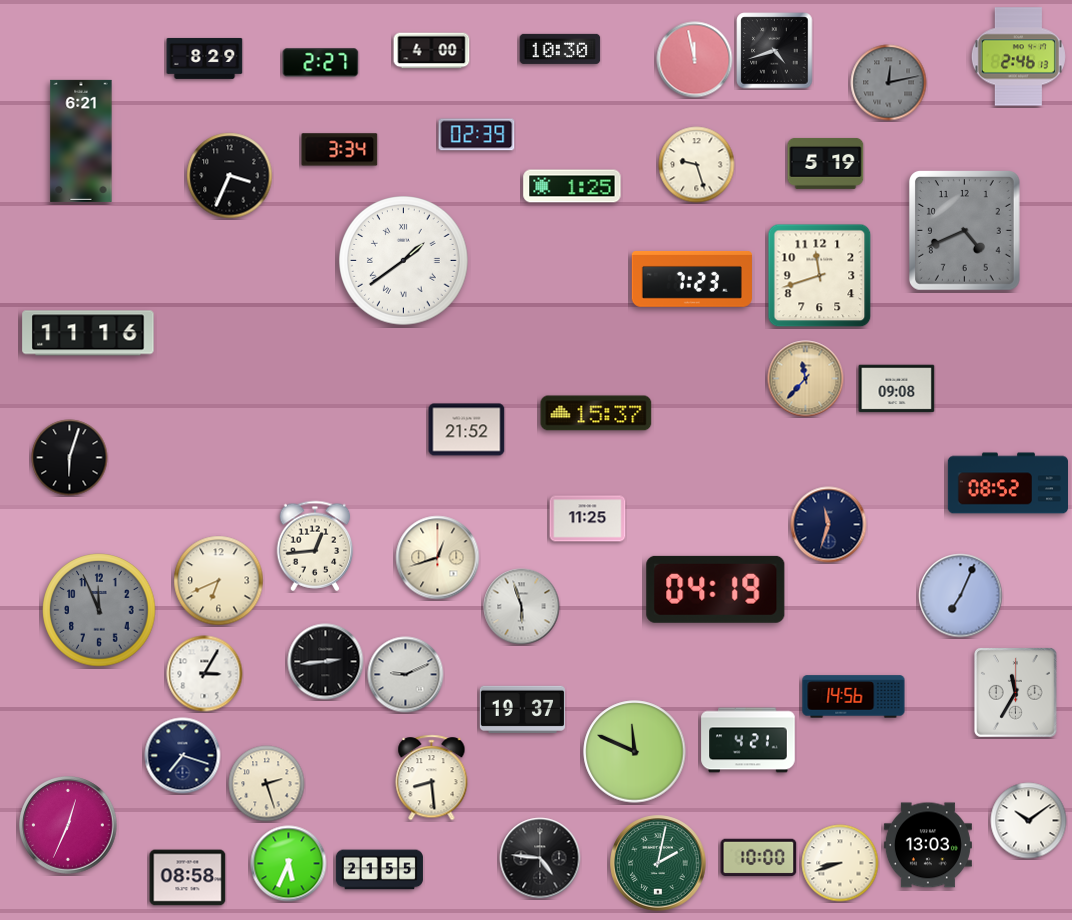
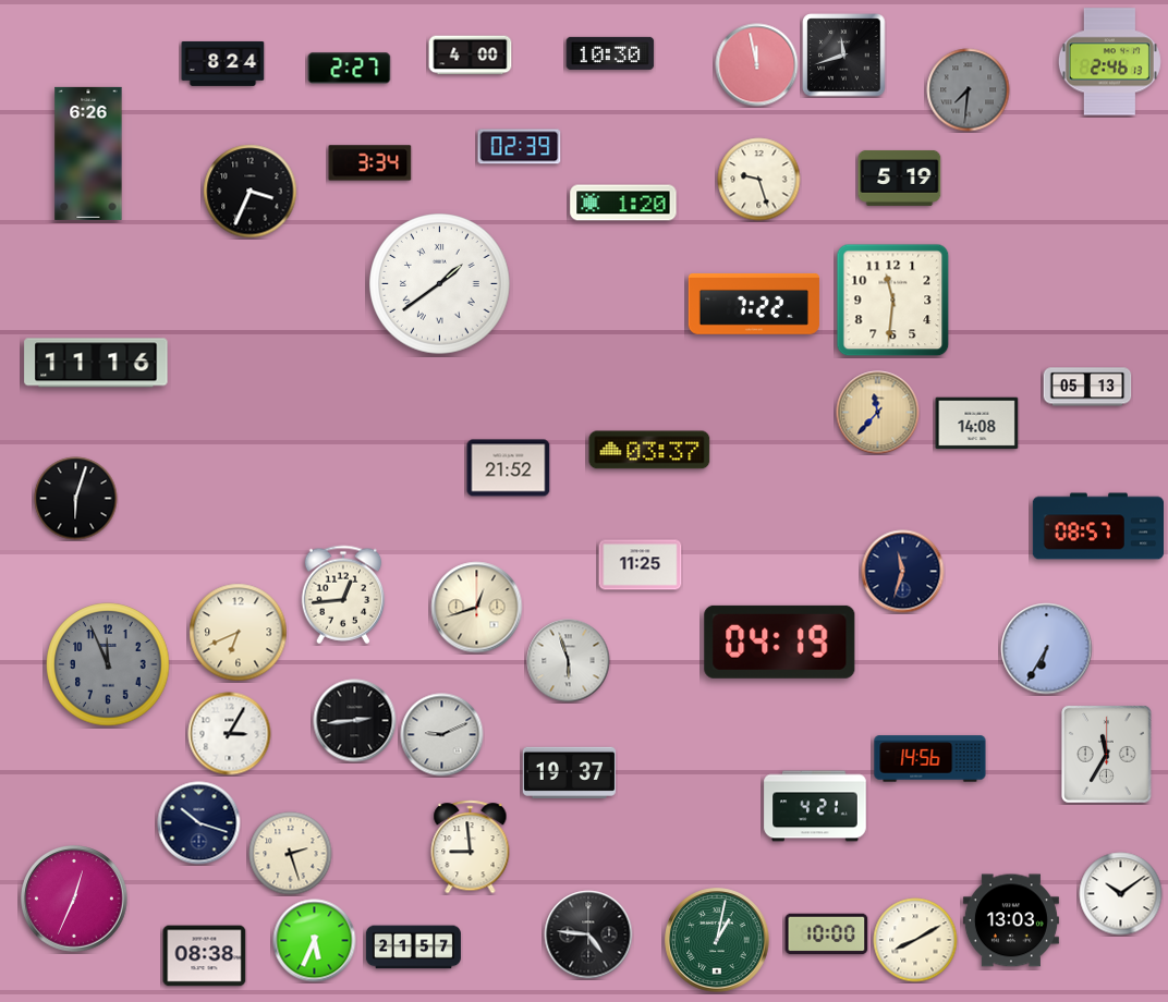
clock at (775, 51): 4:42 -> 11:42
clock at (205, 58): 8:29 -> 8:24
clock at (889, 83): 12:13 -> 7:31
clock at (81, 141): 6:21 -> 6:26
clock at (572, 186): 1:25 -> 1:20
clock at (964, 230): 4:41 -> none
clock at (820, 276): 11:42 -> 11:31
clock at (692, 279): 7:23 -> 7:22
clock at (1087, 387): none -> 05:13
clock at (897, 389): 09:08 -> 14:08
clock at (596, 413): 15:37 -> 03:37
clock at (1007, 483): 08:52 -> 08:57
clock at (961, 596): 7:04 -> 6:35
clock at (205, 674) position: (205, 674) -> (230, 734)
clock at (635, 752): 11:49 -> none
clock at (183, 756): 7:18 -> 10:18
clock at (432, 778): 8:29 -> 8:59
clock at (658, 863): 2:02 -> 1:02
clock at (840, 863): 8:42 -> 8:10
clock at (379, 870): 21:55 -> 21:57
clock at (188, 878): 08:58 -> 08:38
